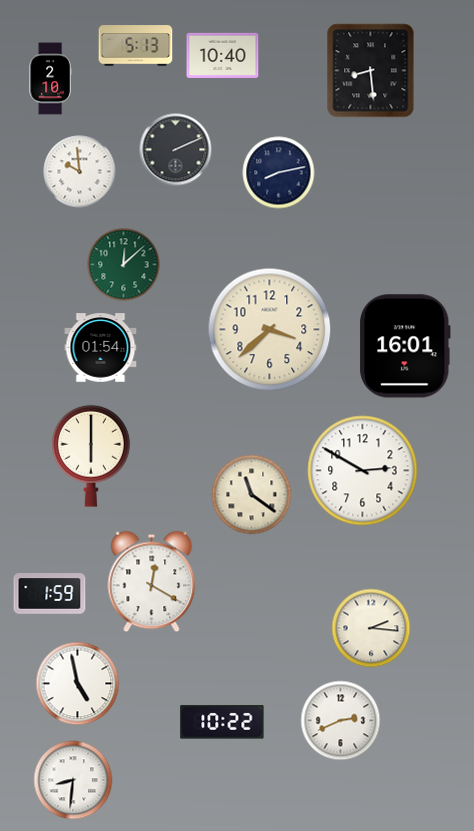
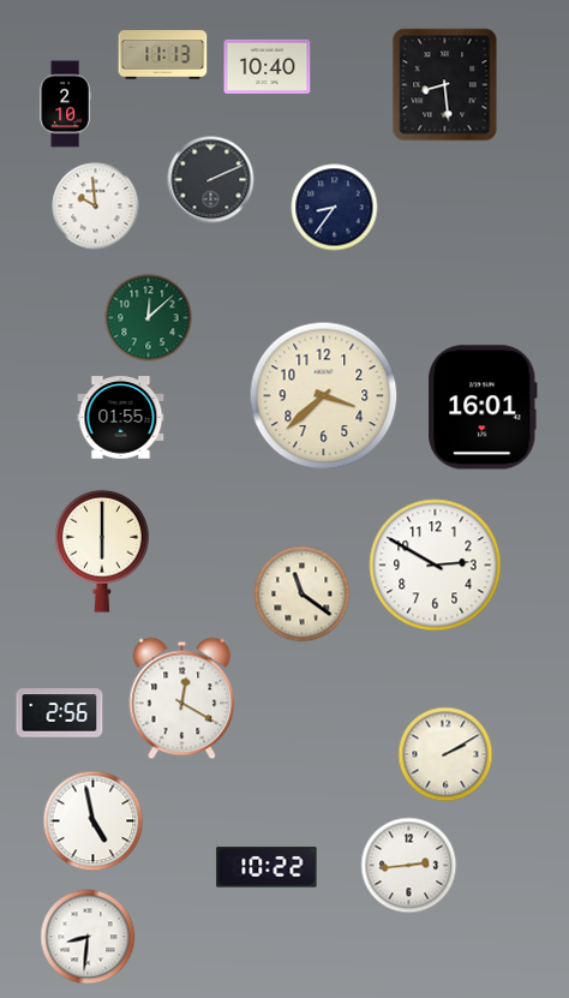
clock at (136, 46): 5:13 -> 11:13
clock at (50, 79) position: (50, 79) -> (65, 104)
clock at (279, 173): 8:13 -> 8:36
clock at (405, 346) position: (405, 346) -> (483, 407)
clock at (101, 348): 01:54 -> 01:55
clock at (92, 456) position: (92, 456) -> (103, 551)
clock at (50, 594): 1:59 -> 2:56
clock at (371, 628): 2:16 -> 2:10
clock at (341, 721): 2:41 -> 2:44
